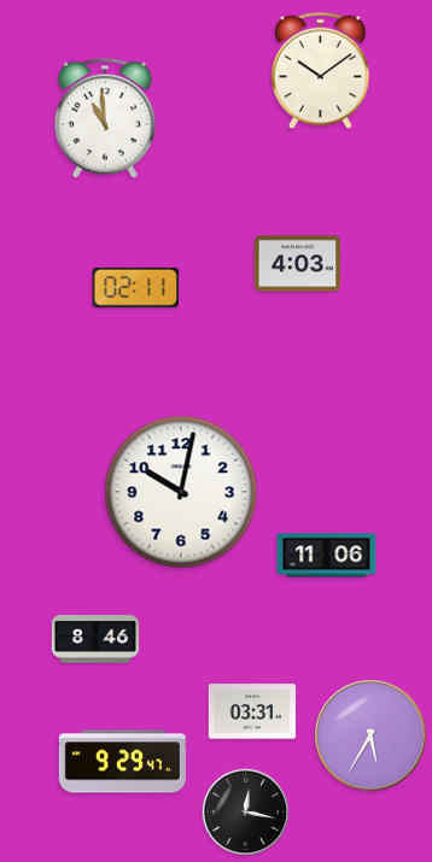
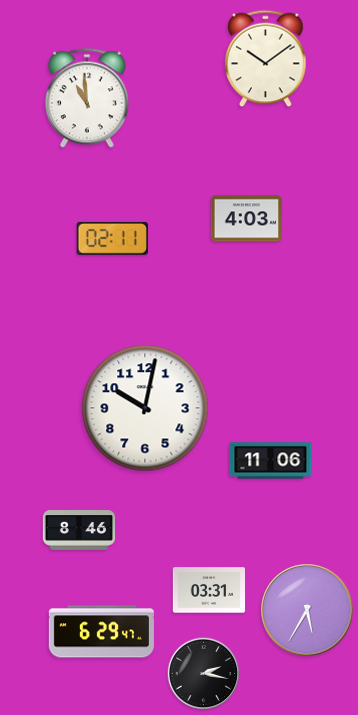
clock at (181, 492) position: (181, 492) -> (145, 408)
clock at (122, 762): 9:29 -> 6:29
clock at (246, 813): 12:17 -> 2:17
